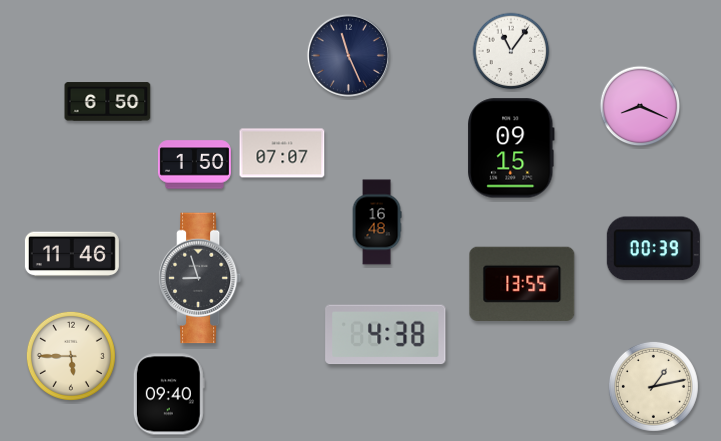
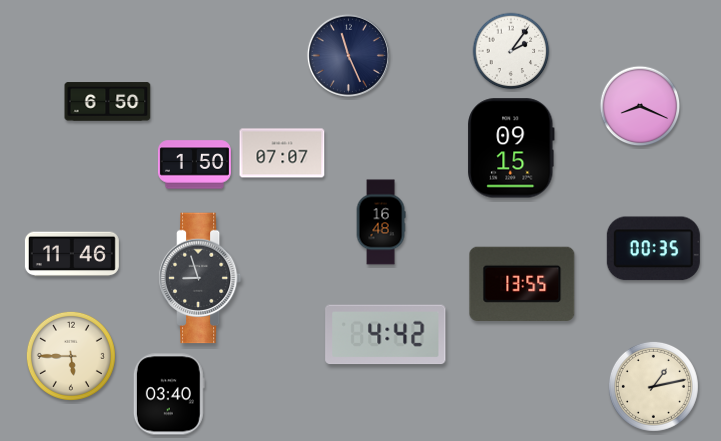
clock at (511, 51): 11:06 -> 2:06
clock at (377, 222) position: (377, 222) -> (381, 222)
clock at (653, 249): 00:39 -> 00:35
clock at (386, 335): 4:38 -> 4:42
clock at (169, 394): 09:40 -> 03:40
